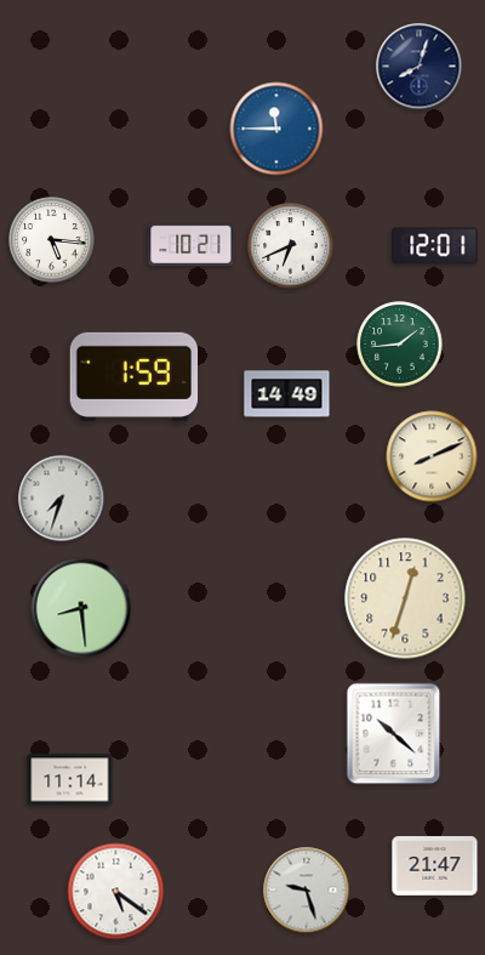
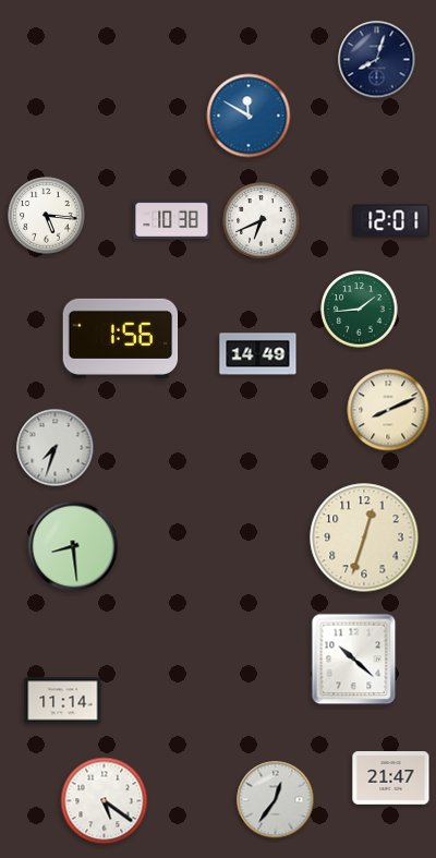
clock at (276, 129): 11:45 -> 11:50
clock at (192, 244): 10:21 -> 10:38
clock at (135, 376): 1:59 -> 1:56
clock at (307, 891): 9:27 -> 12:36
